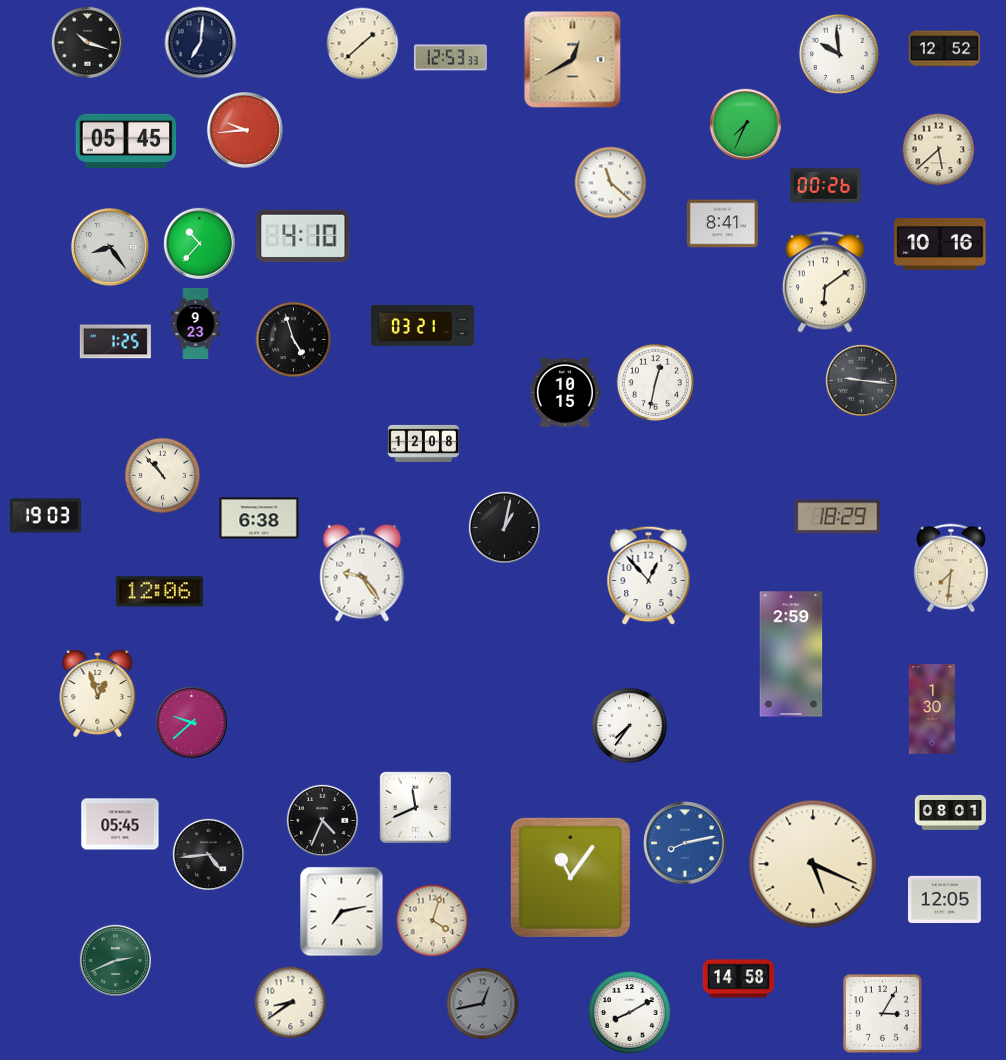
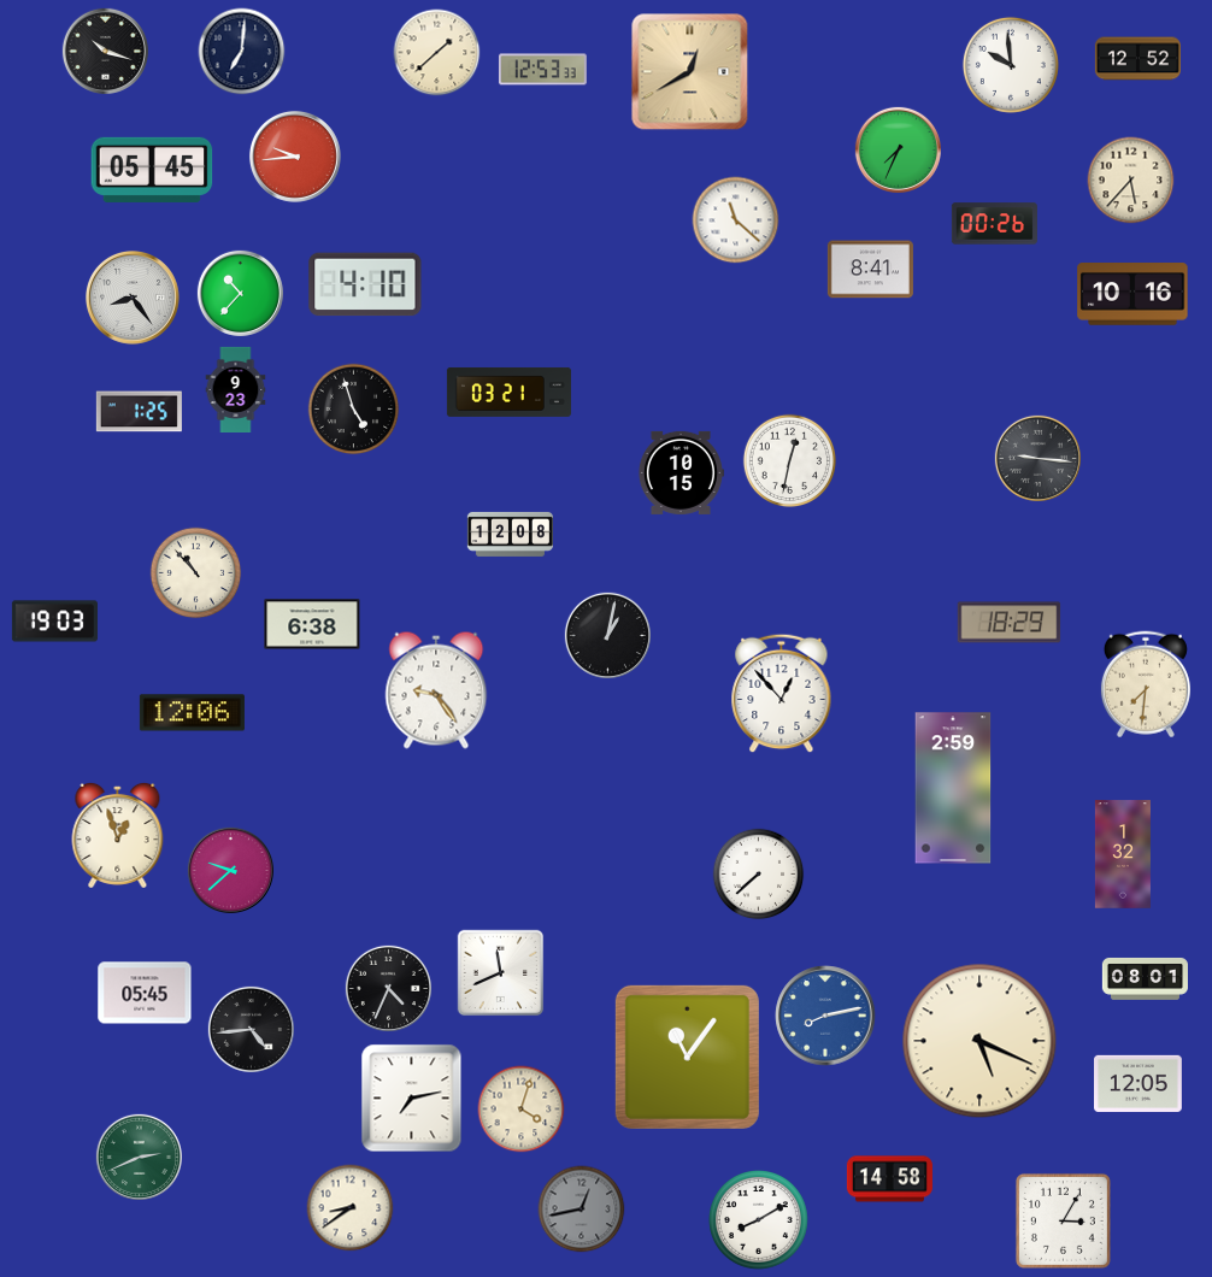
clock at (939, 150): 5:38 -> 5:37
clock at (825, 282): 6:09 -> none
clock at (932, 709): 1:30 -> 1:32
clock at (630, 726): 7:36 -> 7:38
